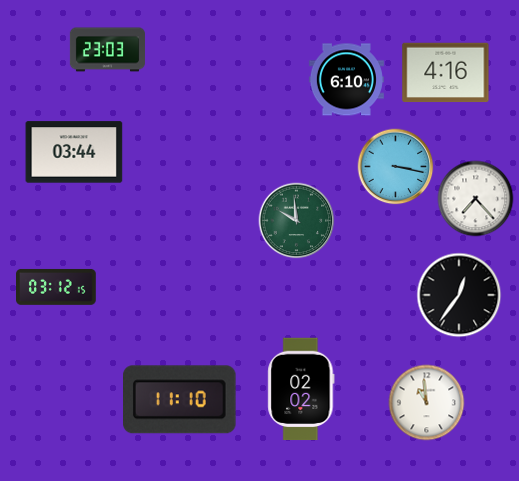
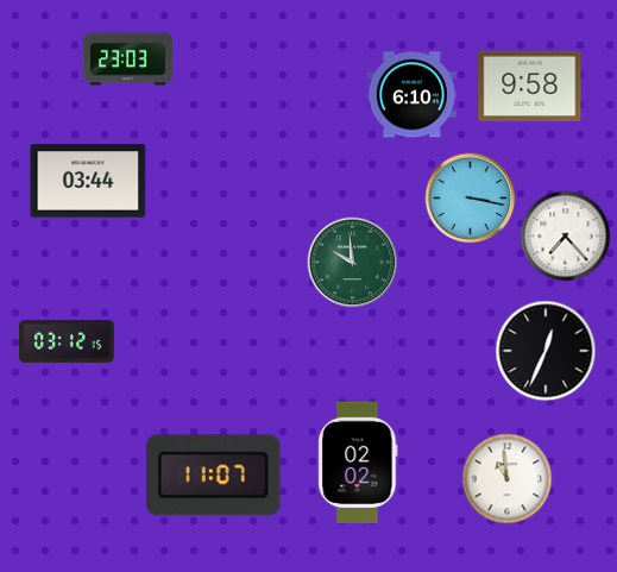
clock at (446, 73): 4:16 -> 9:58
clock at (459, 295): 12:36 -> 12:34
clock at (180, 400): 11:10 -> 11:07
